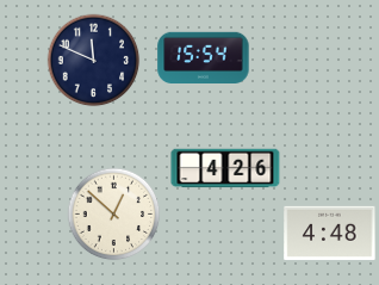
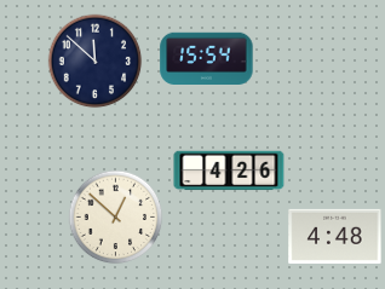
clock at (93, 60): 11:49 -> 11:52
